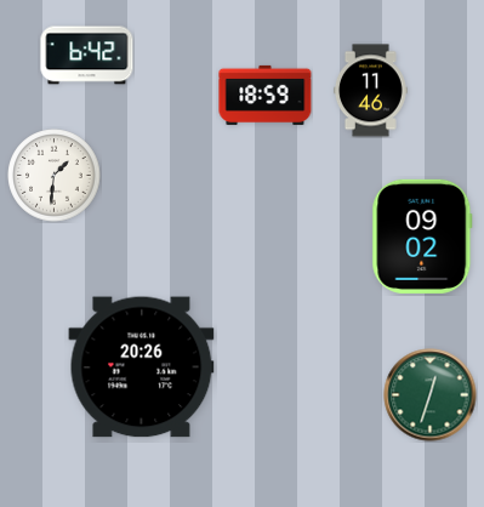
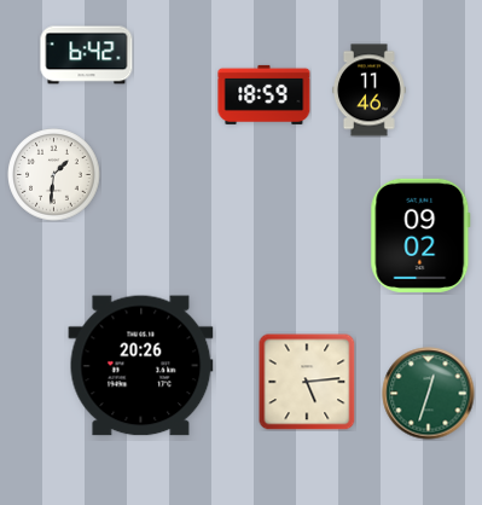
clock at (307, 382): none -> 5:14
